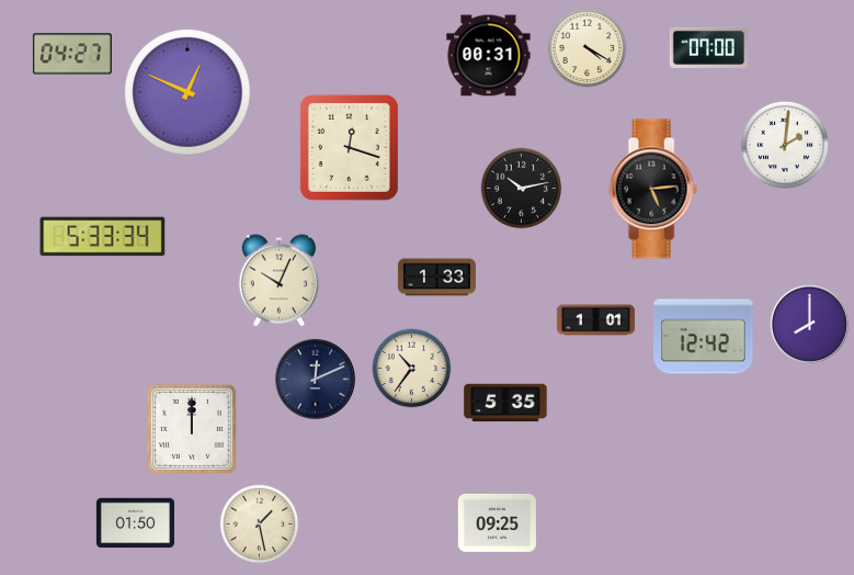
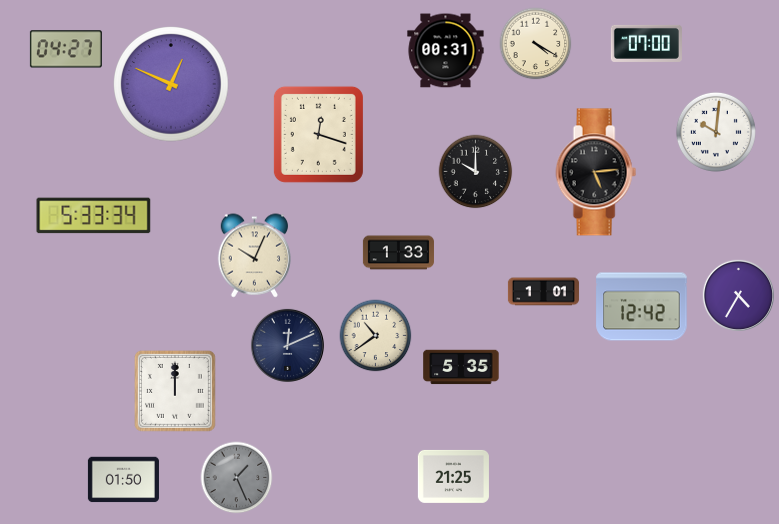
clock at (785, 145): 2:01 -> 10:01
clock at (522, 189): 10:13 -> 10:00
clock at (809, 324): 8:00 -> 4:35
clock at (412, 369): 10:36 -> 10:39
clock at (497, 522): 09:25 -> 21:25
clock at (135, 523) position: (135, 523) -> (123, 480)
clock at (260, 525): 1:28 -> 1:26
clock at (260, 525) dial: cream -> grey
